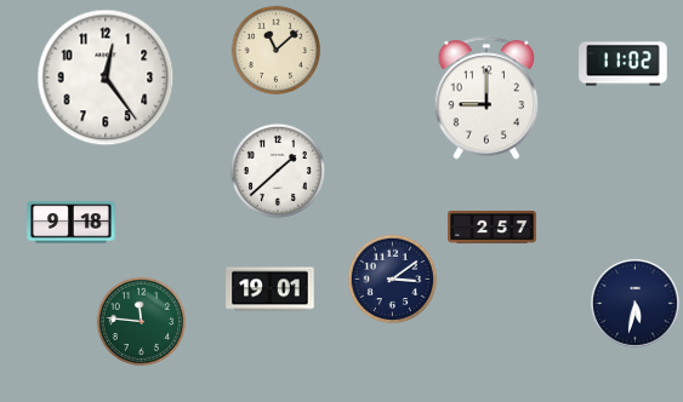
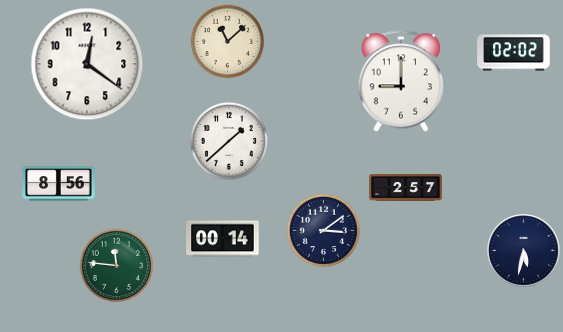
clock at (624, 64): 11:02 -> 02:02
clock at (106, 77): 12:24 -> 12:21
clock at (72, 223): 9:18 -> 8:56
clock at (271, 289): 19:01 -> 00:14
